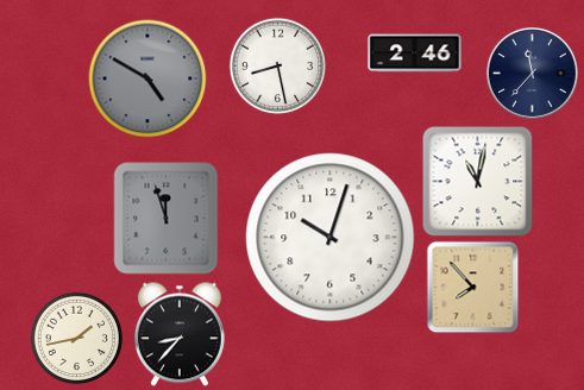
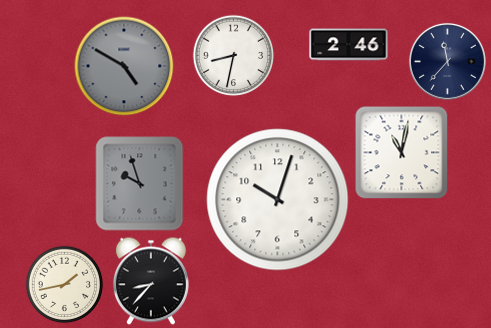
clock at (277, 65): 8:28 -> 8:32
clock at (167, 219): 11:57 -> 9:57
clock at (472, 287): 7:53 -> none
